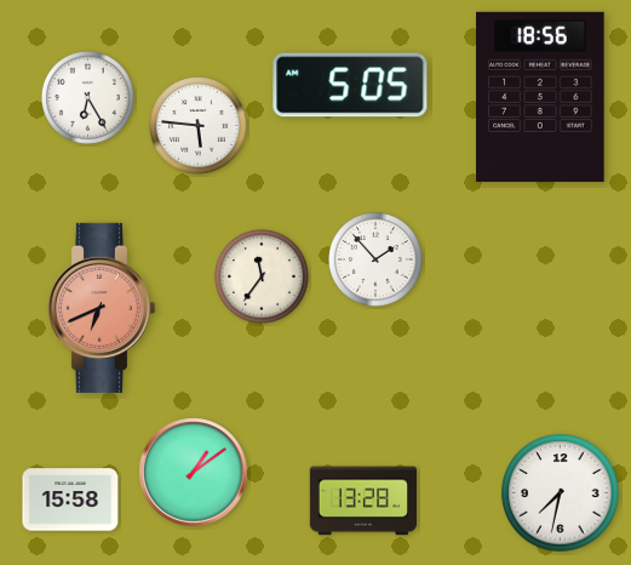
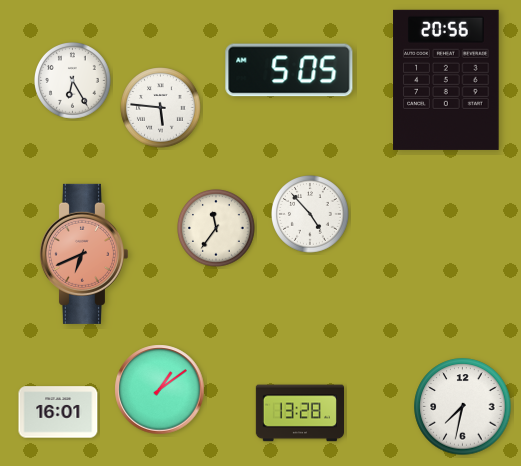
clock at (540, 97): 18:56 -> 20:56
clock at (199, 126) position: (199, 126) -> (161, 108)
clock at (377, 261): 1:53 -> 4:53
clock at (70, 500): 15:58 -> 16:01
